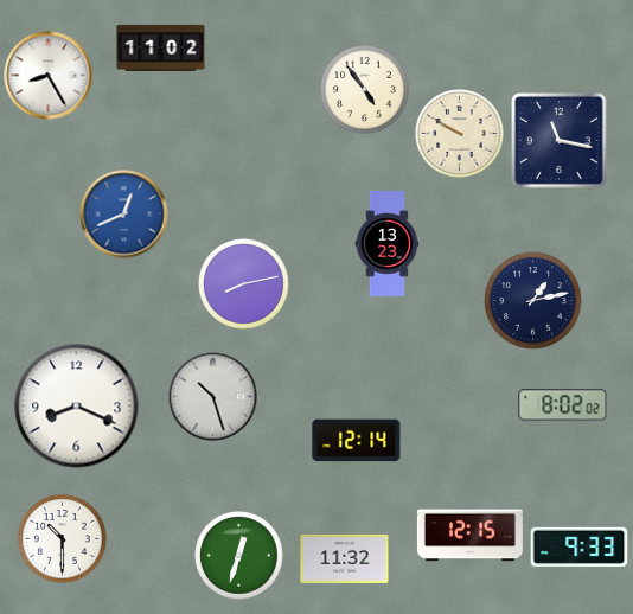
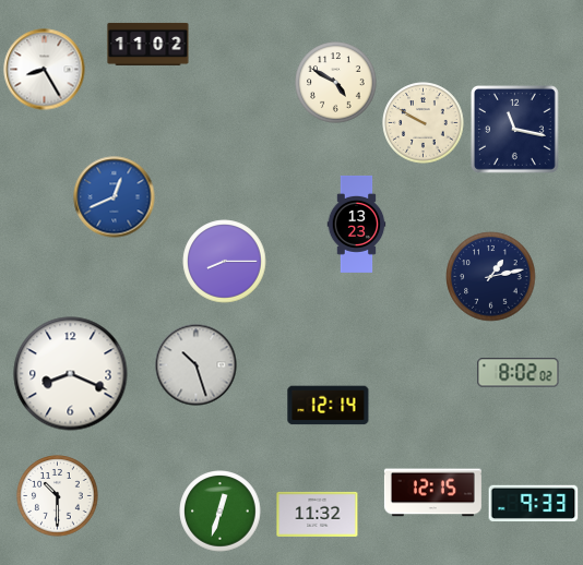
clock at (365, 90): 4:54 -> 4:50
clock at (244, 284): 8:13 -> 8:15
